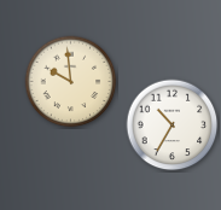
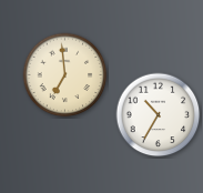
clock at (71, 82): 9:59 -> 6:59
